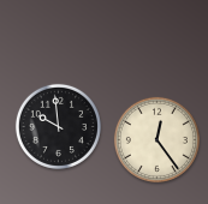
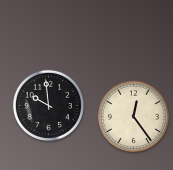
clock at (156, 139) position: (156, 139) -> (133, 116)
